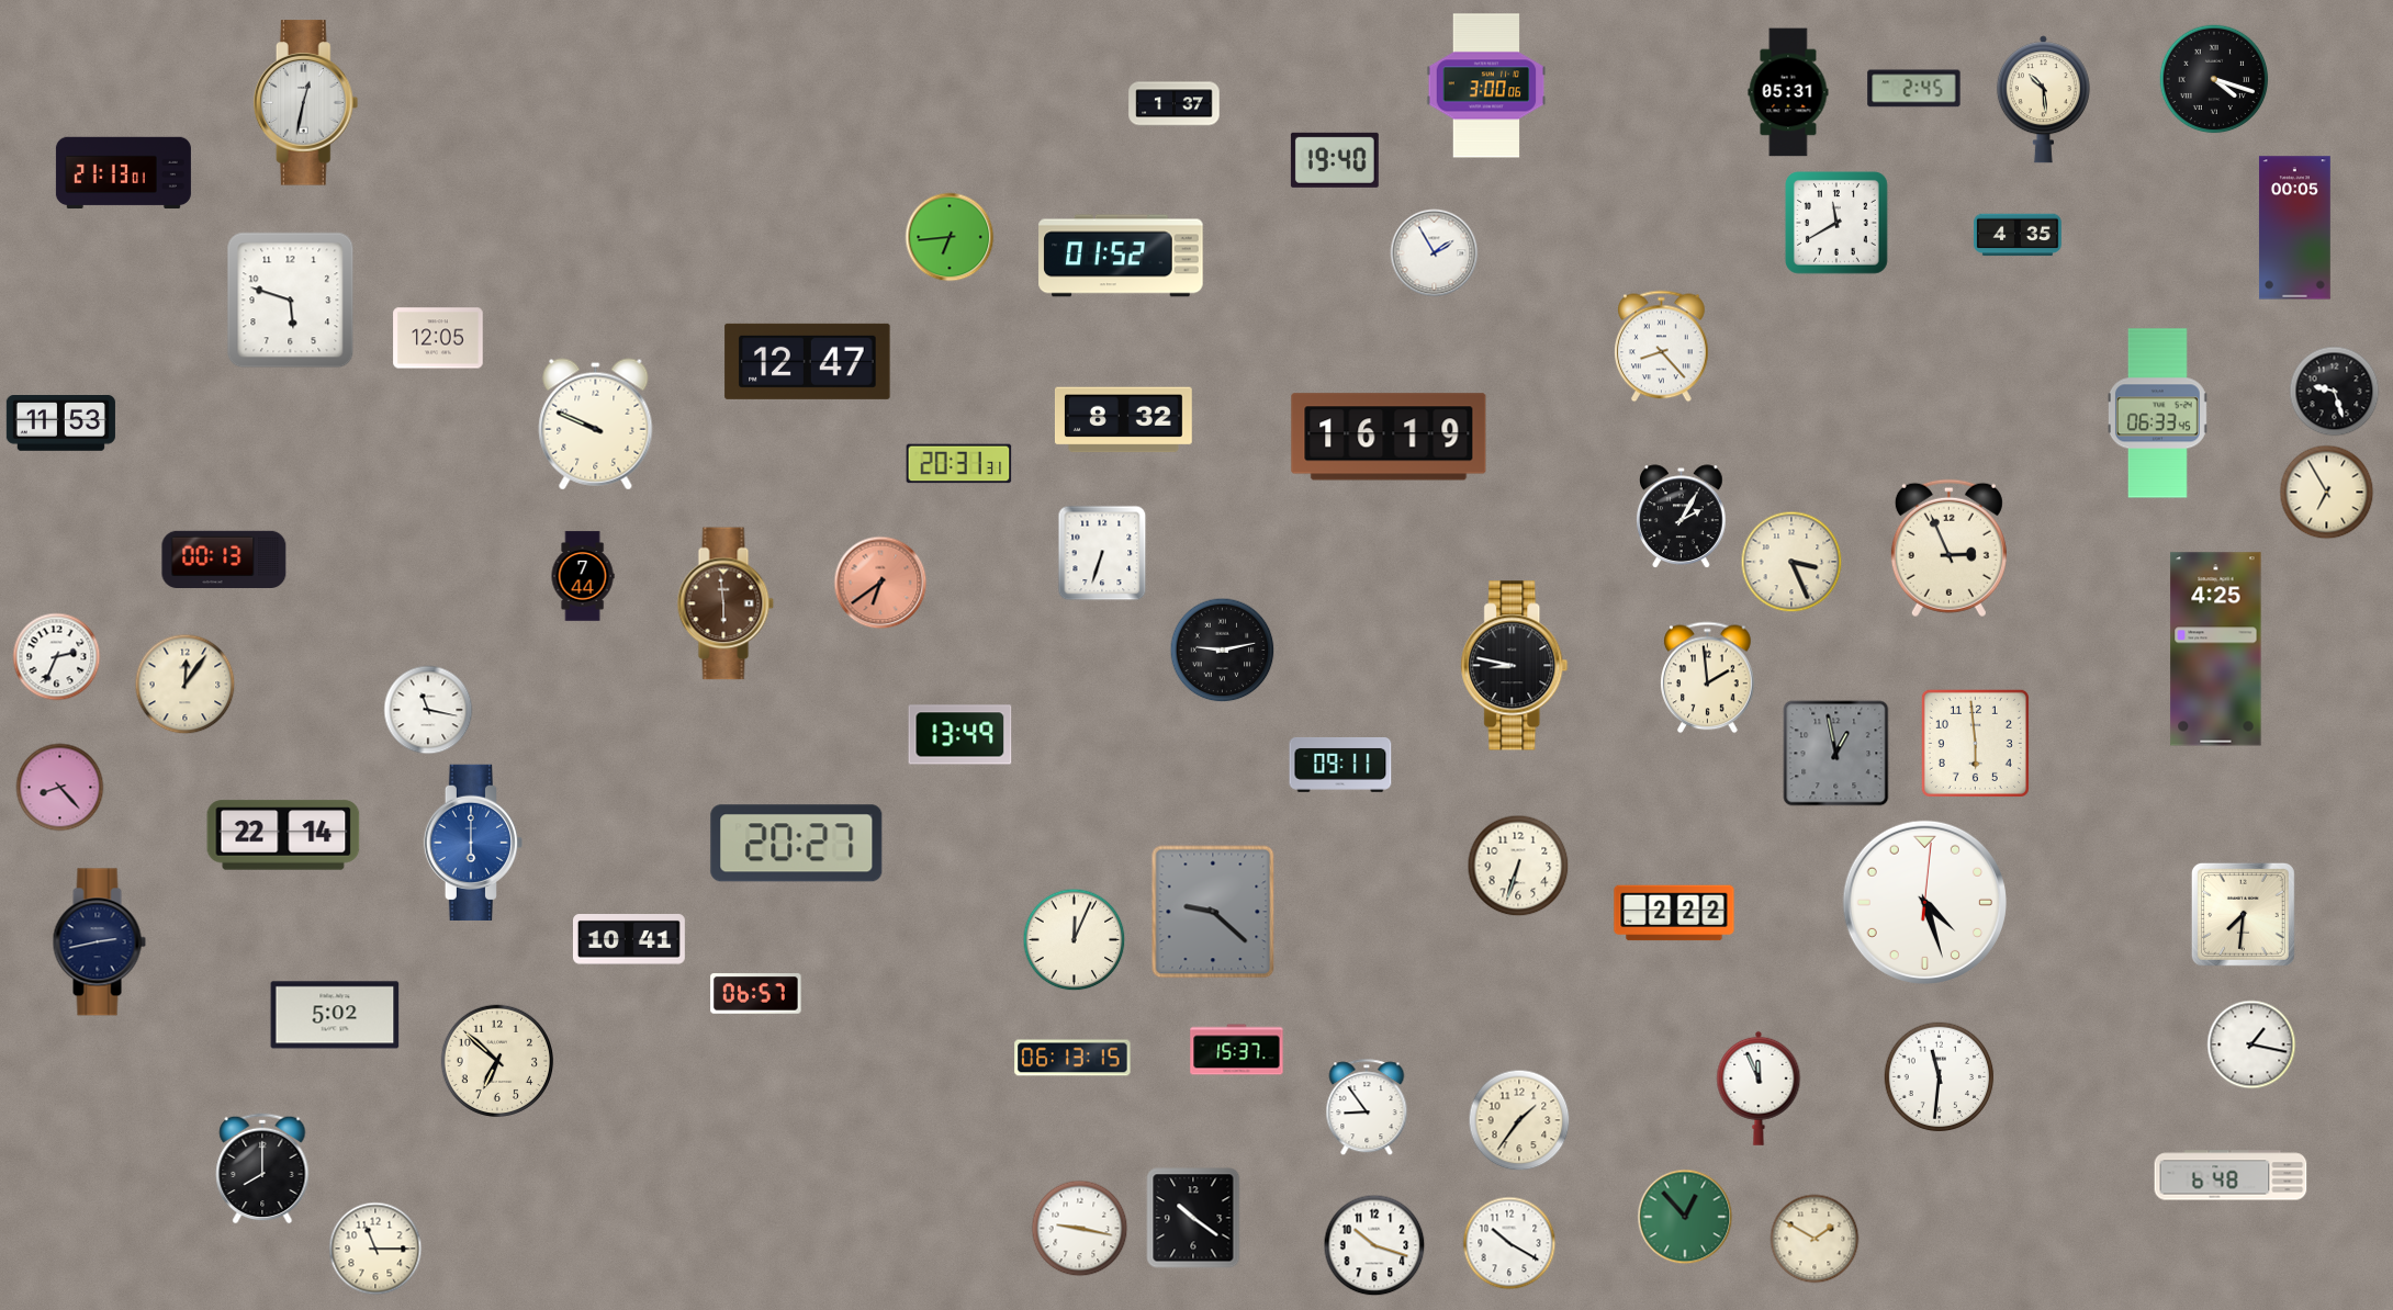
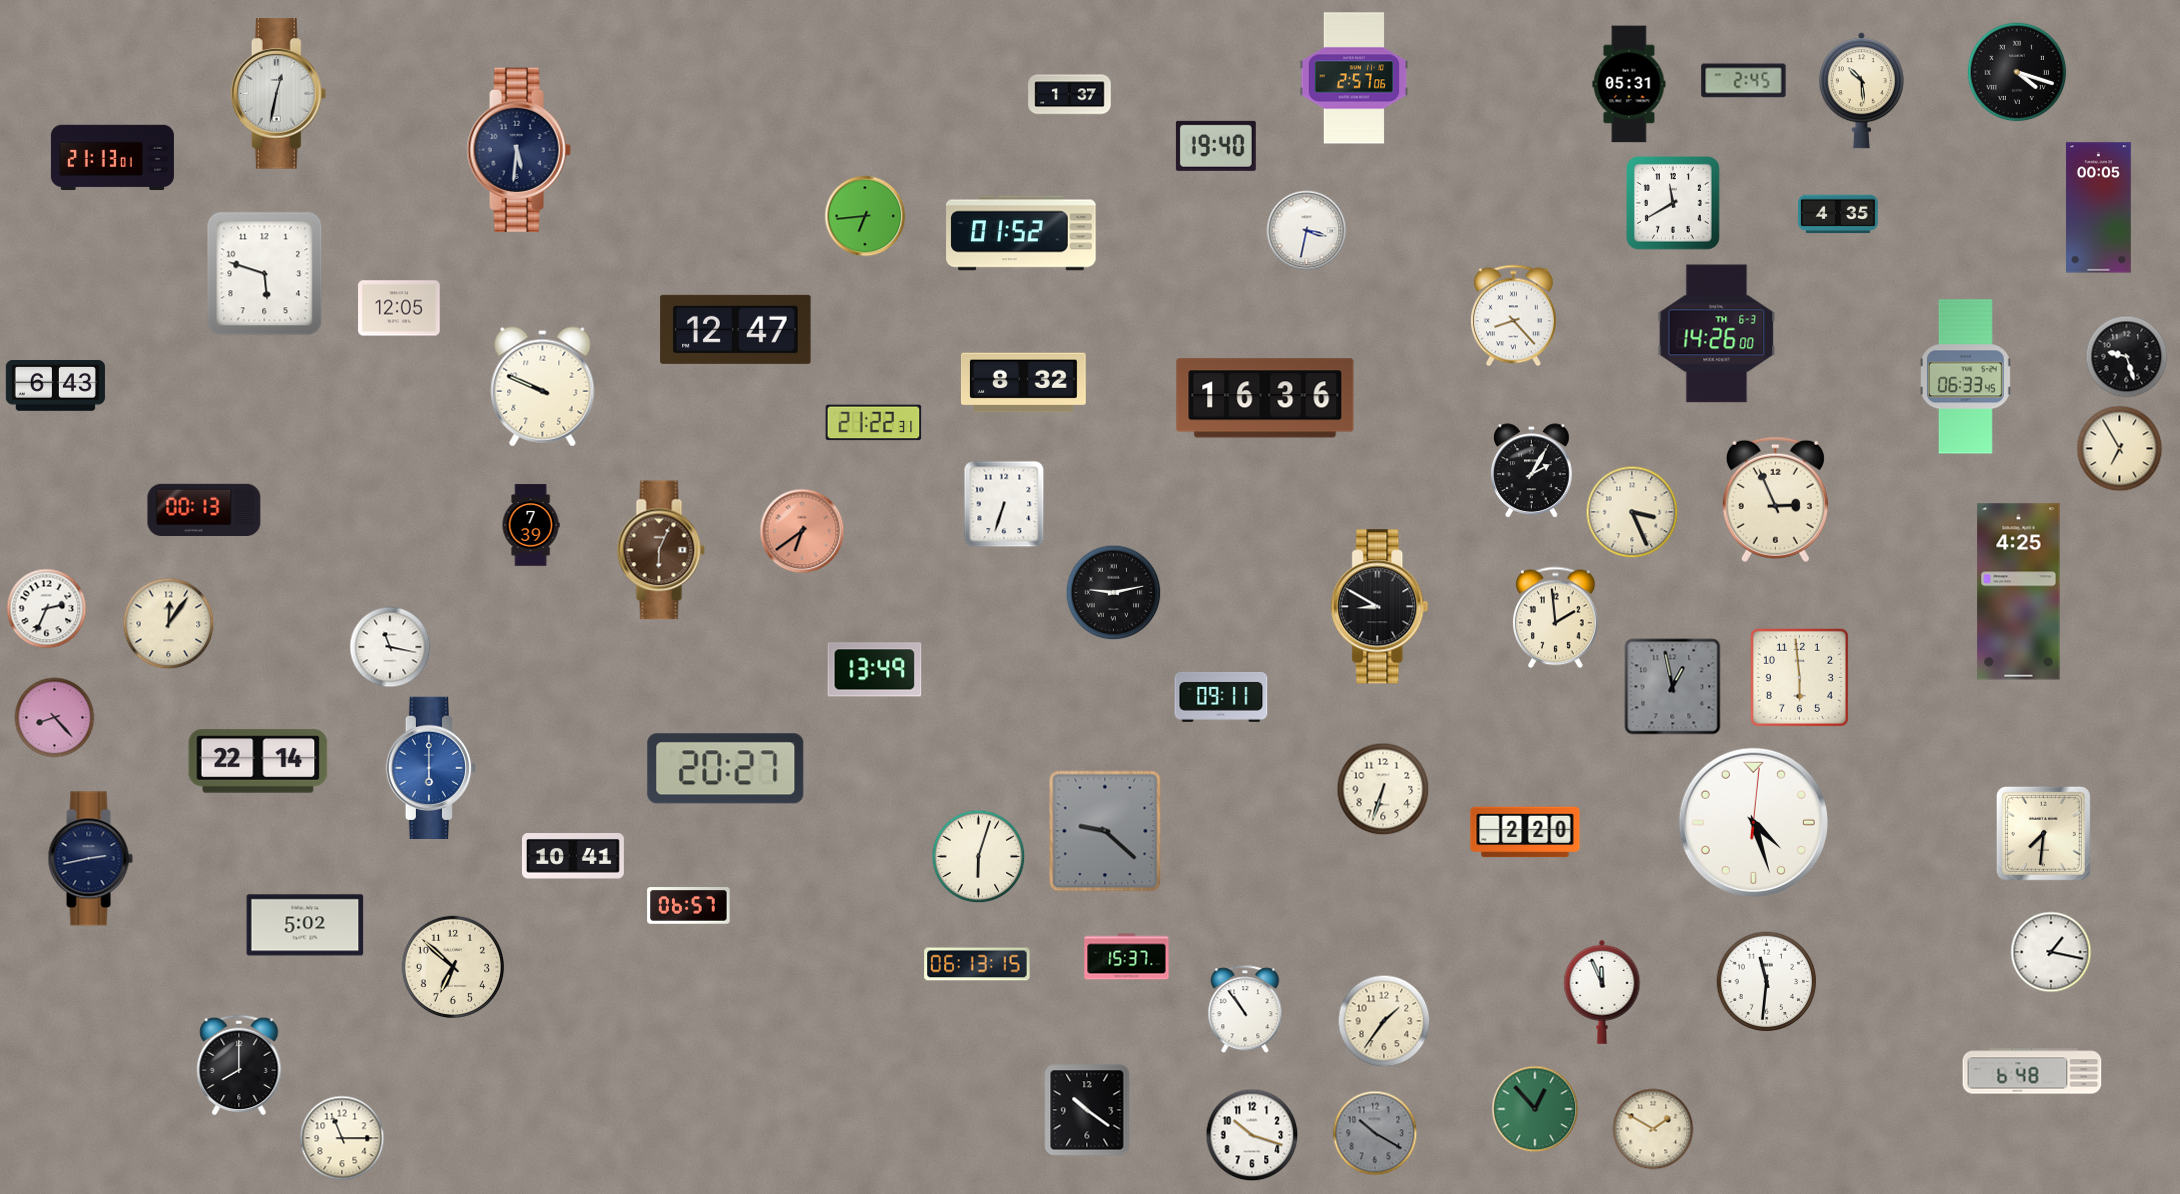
clock at (1486, 86): 3:00 -> 2:57
clock at (519, 150): none -> 5:31
clock at (2294, 228) position: (2294, 228) -> (2098, 208)
clock at (1435, 253): 1:55 -> 3:32
clock at (1717, 334): none -> 14:26
clock at (60, 424): 11:53 -> 6:43
clock at (1389, 437): 16:19 -> 16:36
clock at (959, 464): 20:31 -> 21:22
clock at (583, 576): 7:44 -> 7:39
clock at (726, 603): 5:59 -> 6:04
clock at (57, 657) position: (57, 657) -> (47, 609)
clock at (1515, 666): 8:47 -> 8:50
clock at (1674, 913): 2:22 -> 2:20
clock at (1075, 940): 12:04 -> 6:03
clock at (1367, 1108): 8:54 -> 10:54
clock at (1080, 1229): 9:17 -> none
clock at (1509, 1243) dial: white -> grey
